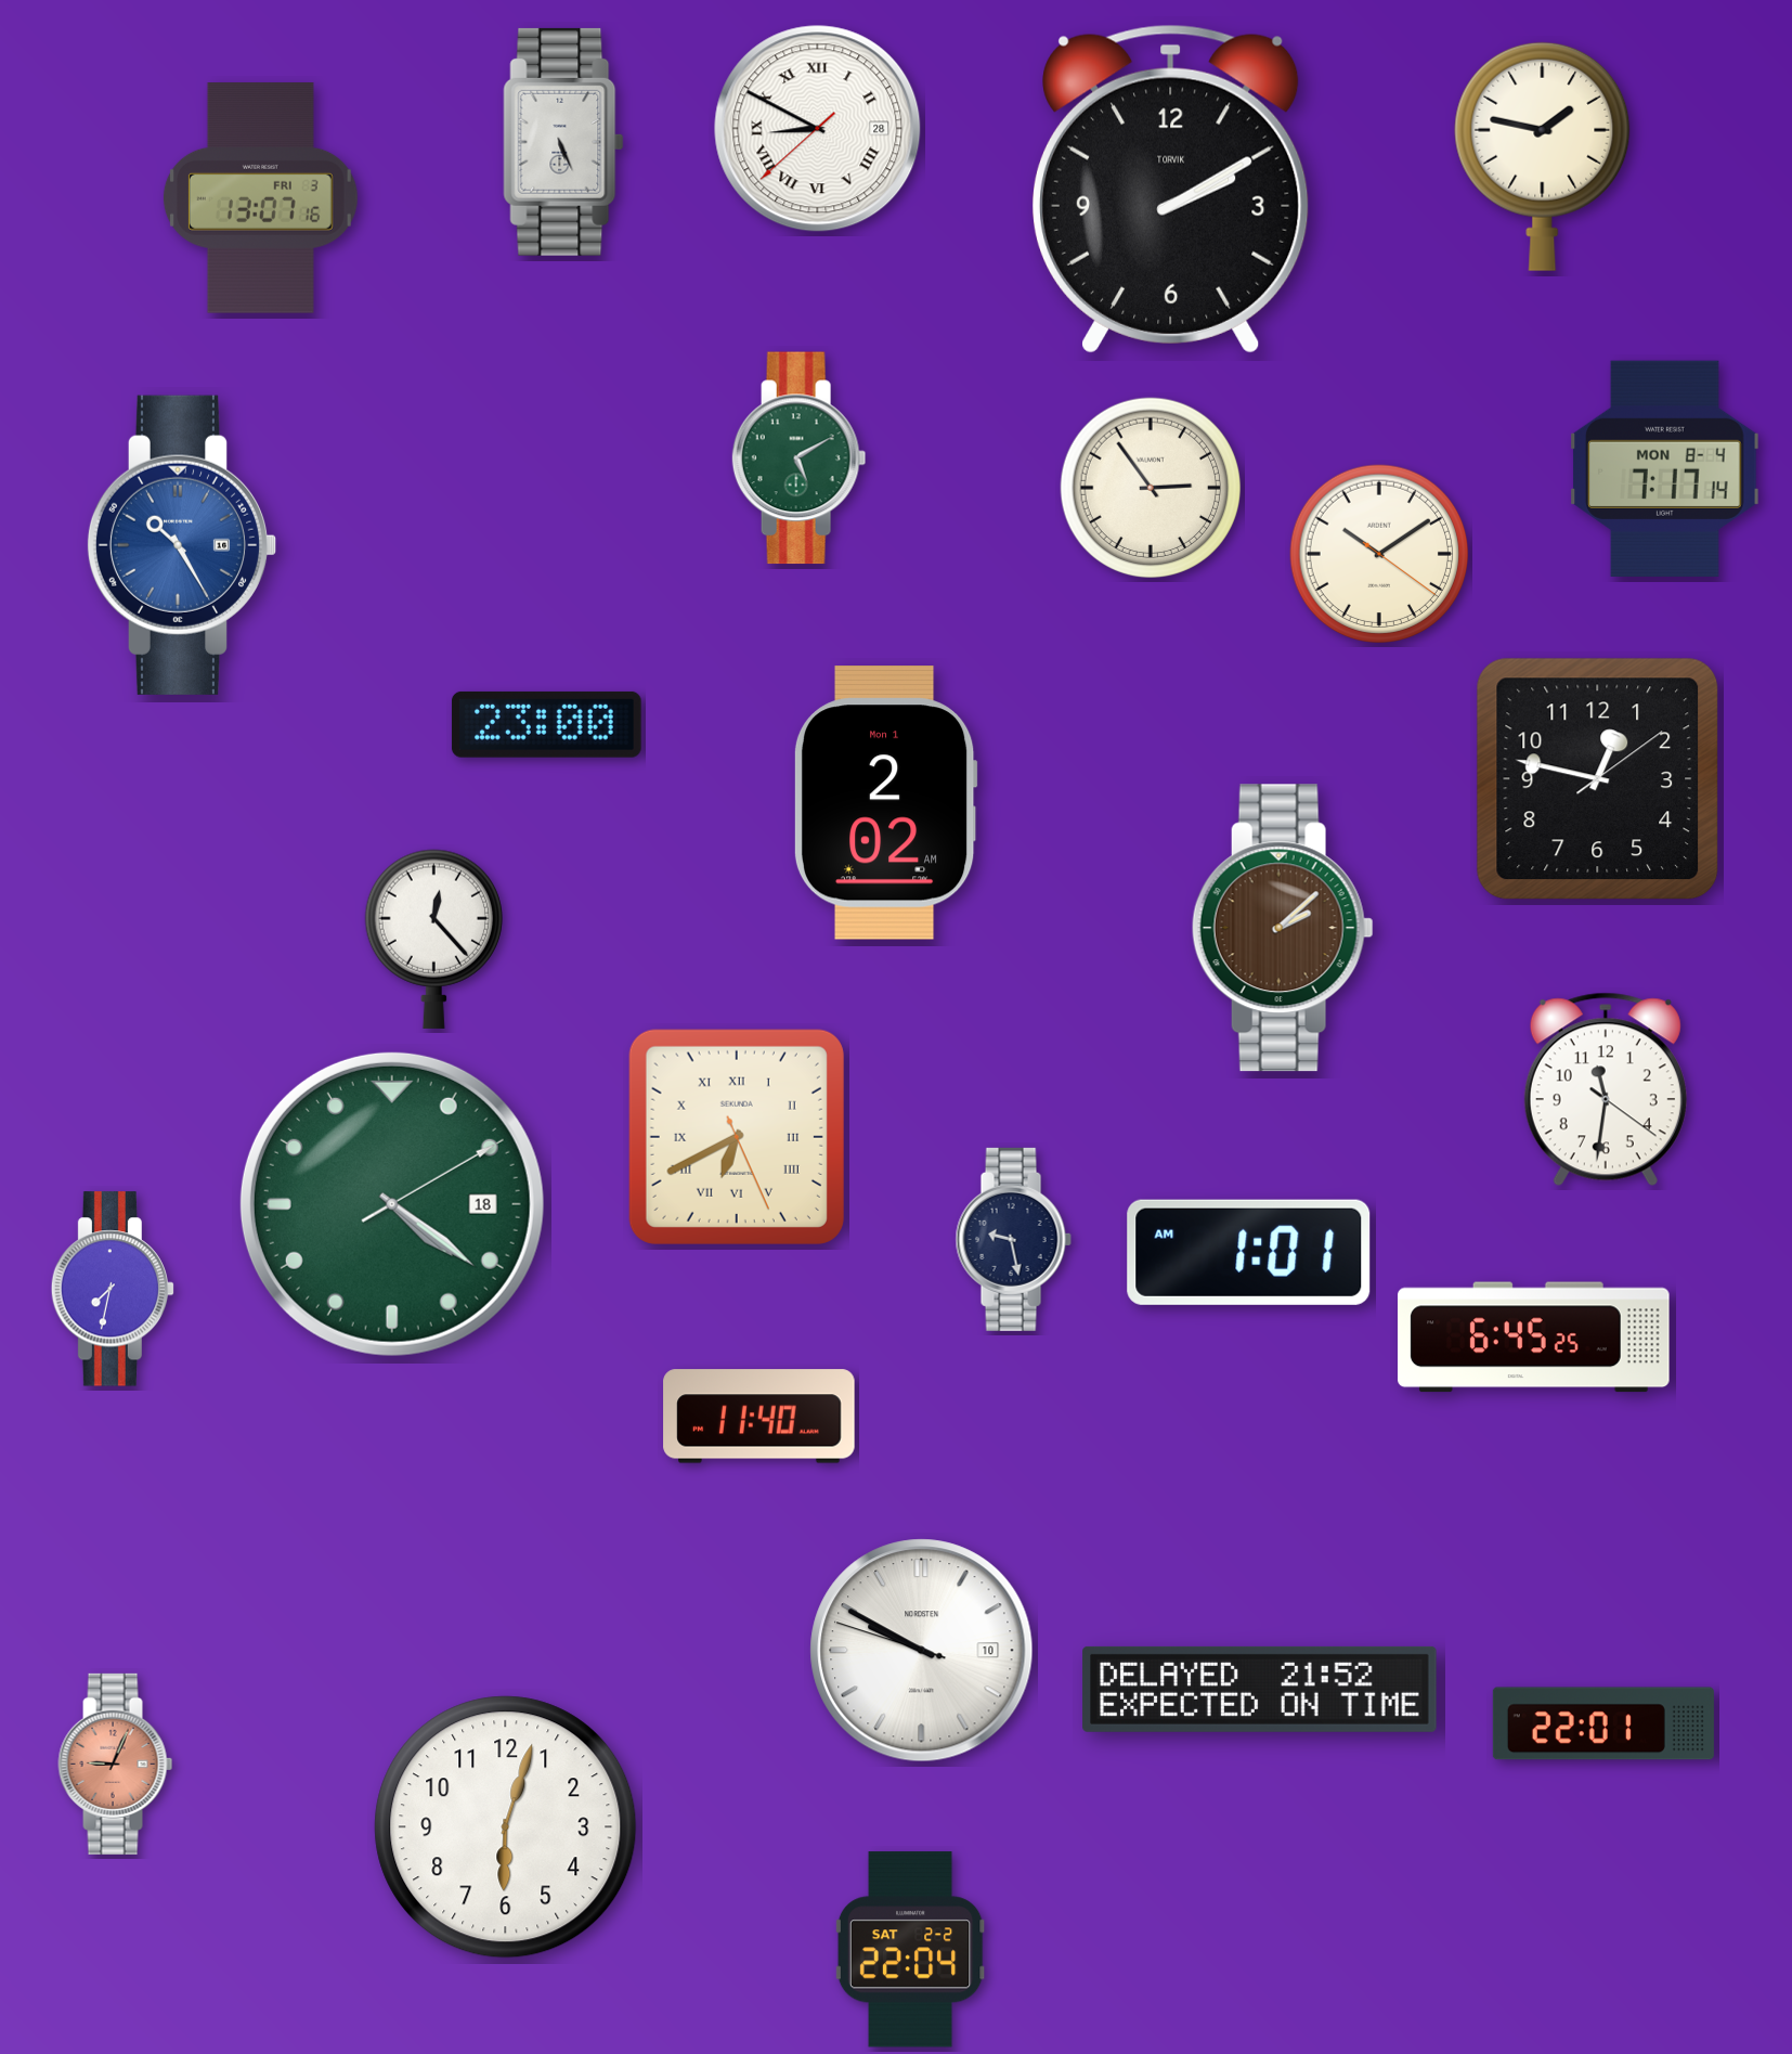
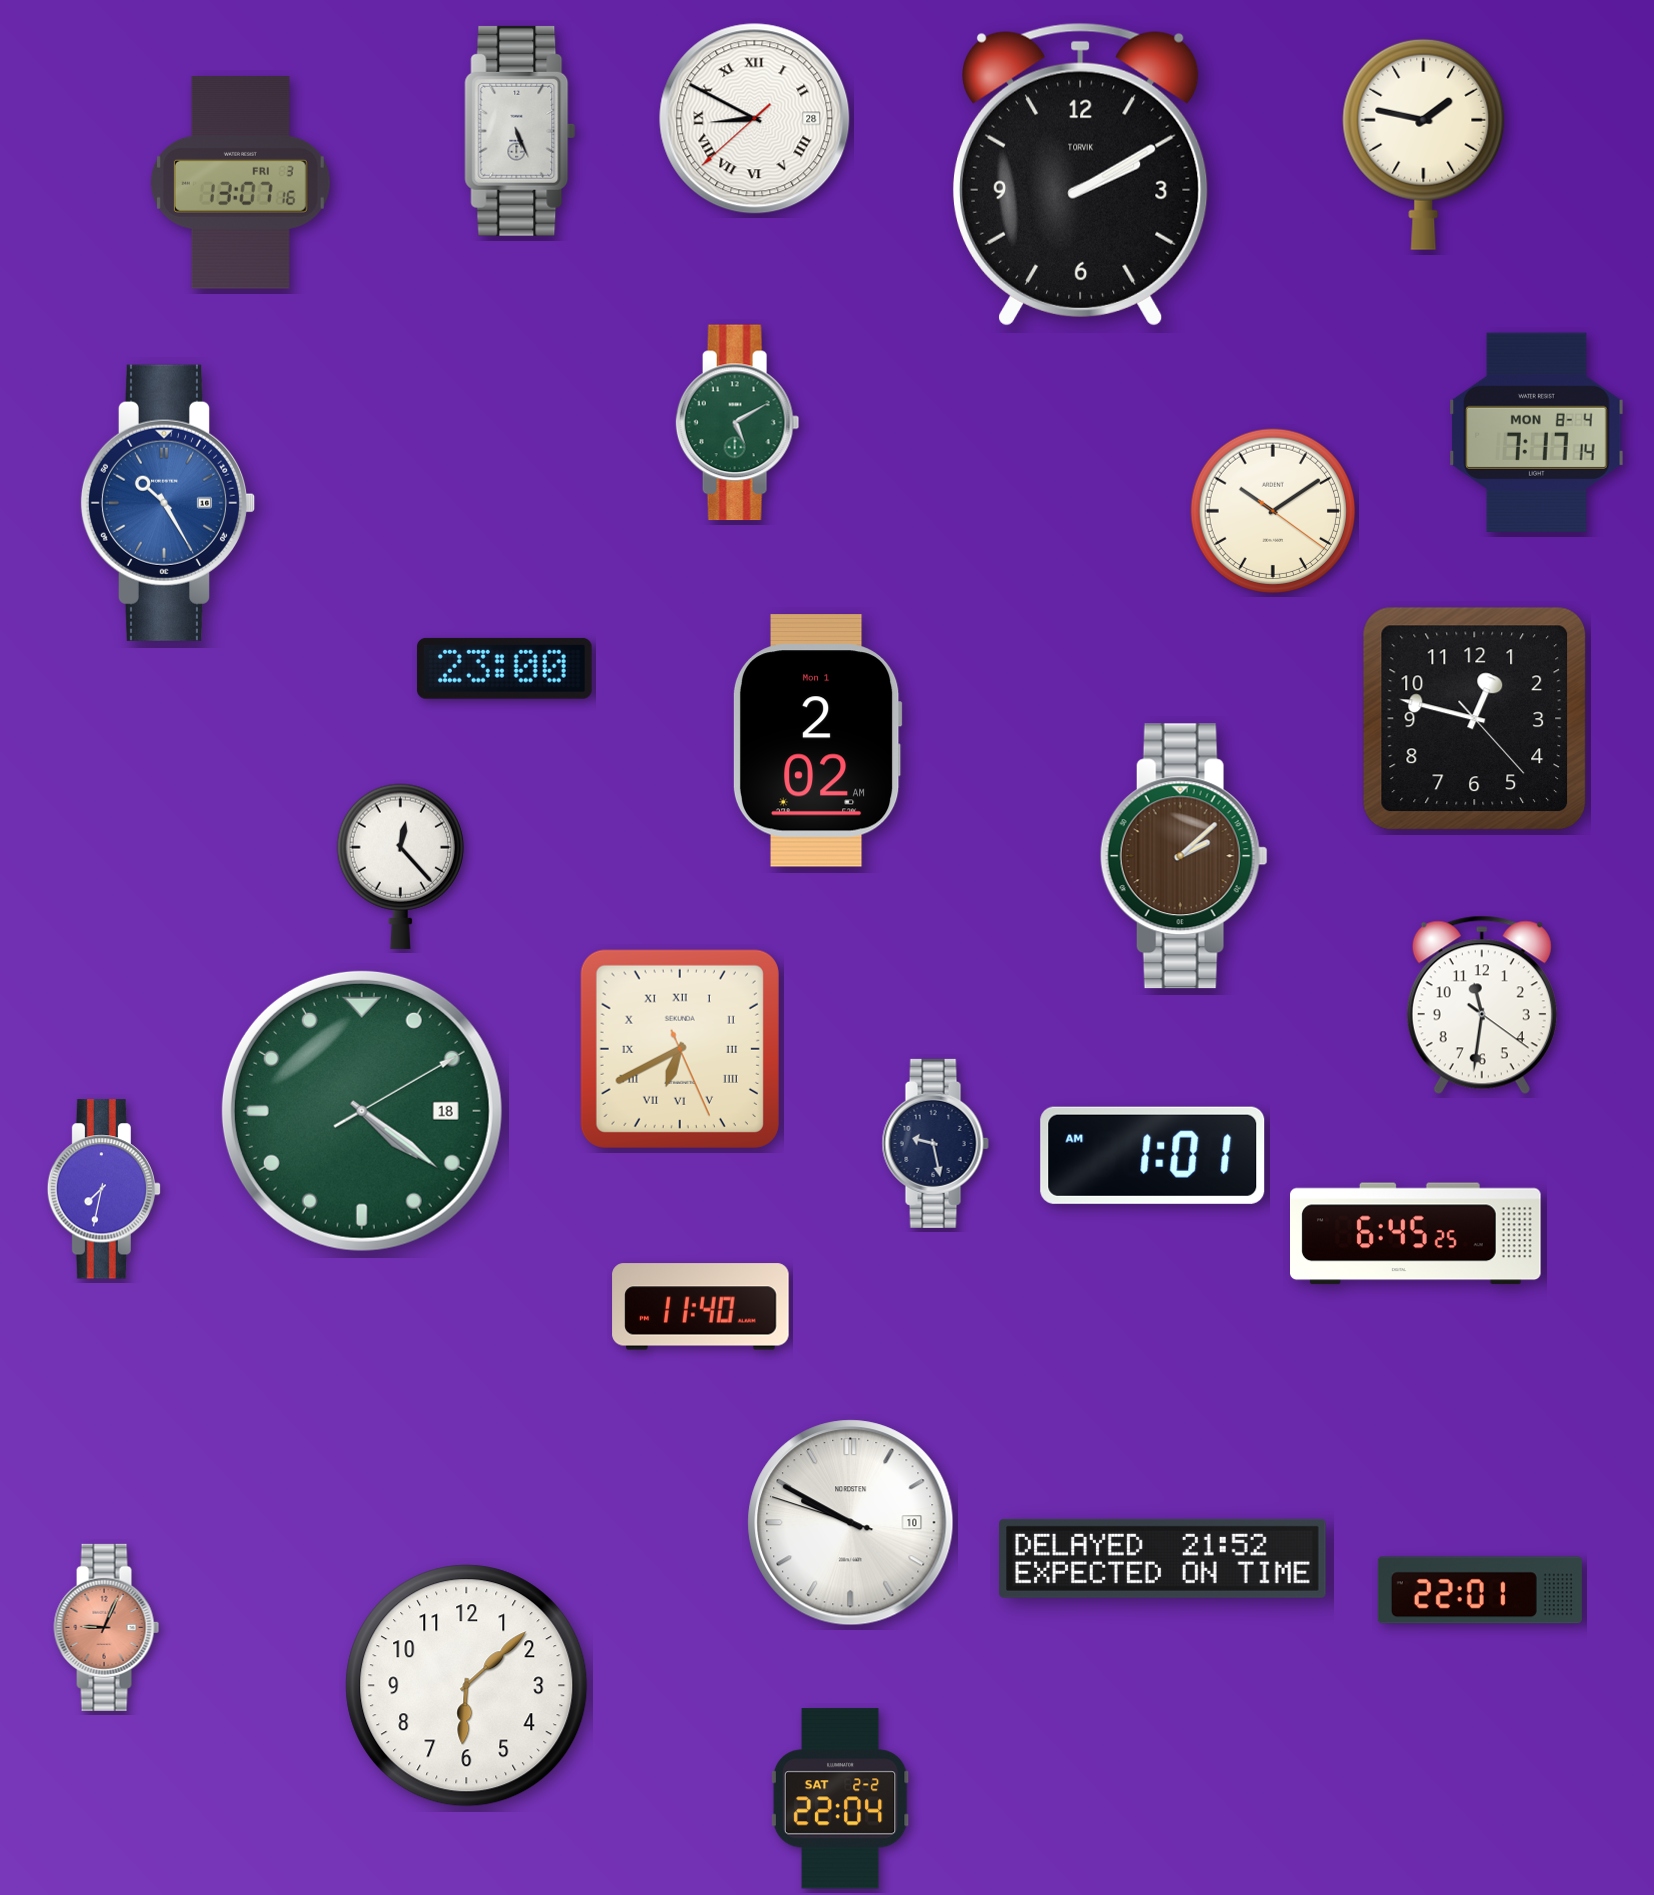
clock at (1151, 488): 2:54 -> none
clock at (1598, 779): 12:47:09 -> 12:47:23
clock at (506, 1827): 6:03 -> 6:08
